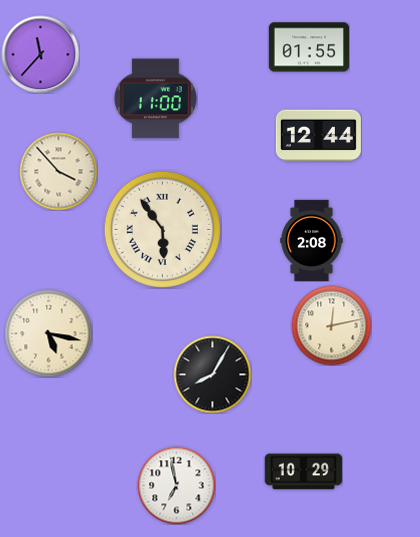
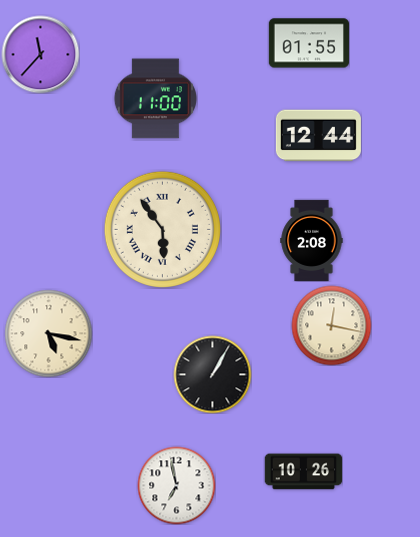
clock at (309, 47) position: (309, 47) -> (309, 43)
clock at (58, 171): 3:53 -> none
clock at (331, 325): 12:13 -> 12:17
clock at (212, 374): 8:05 -> 1:05
clock at (303, 472): 10:29 -> 10:26
